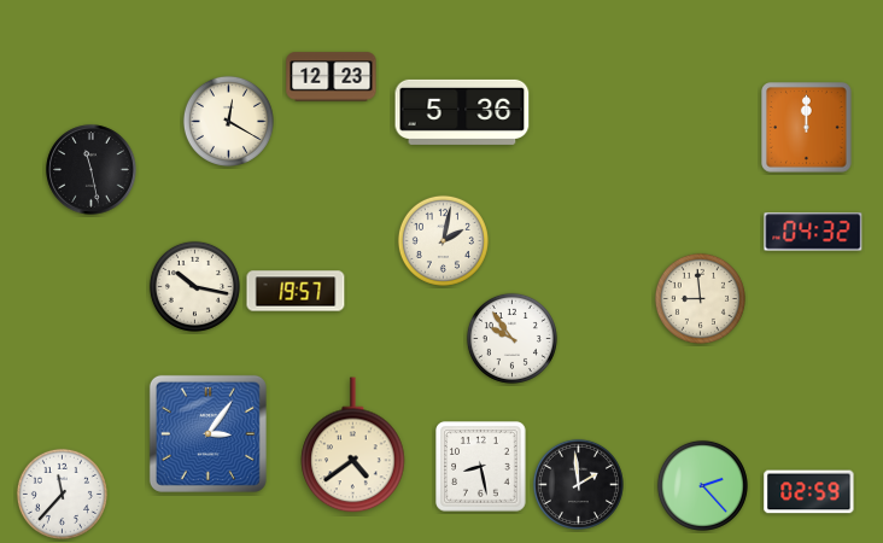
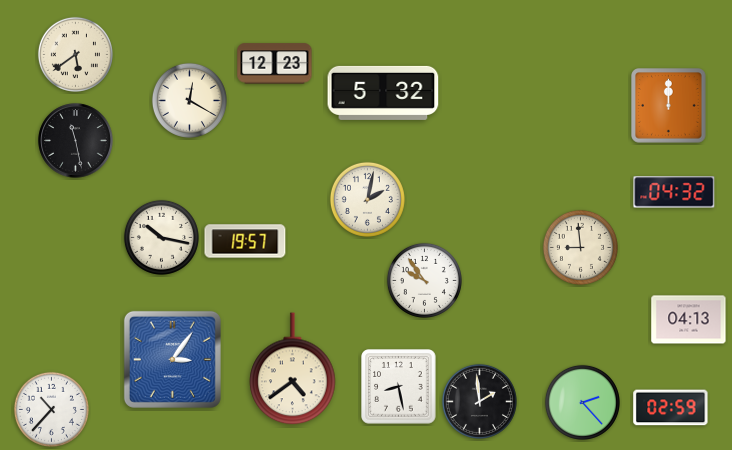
clock at (75, 54): none -> 5:39
clock at (462, 112): 5:36 -> 5:32
clock at (689, 320): none -> 04:13
clock at (62, 494): 11:37 -> 10:37
